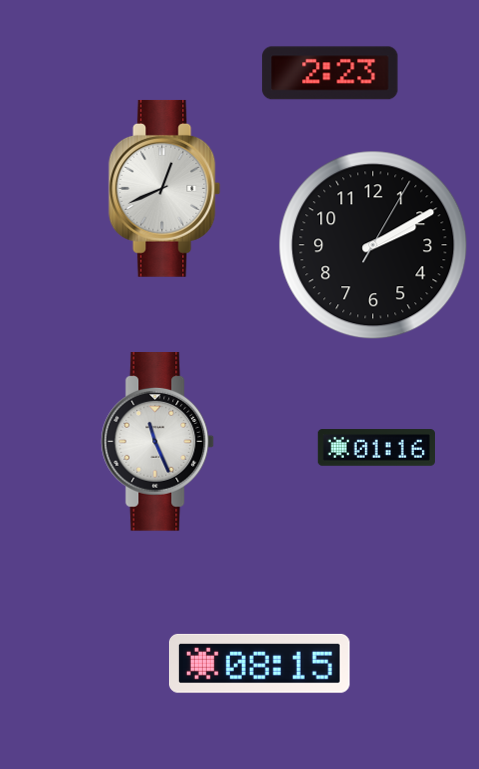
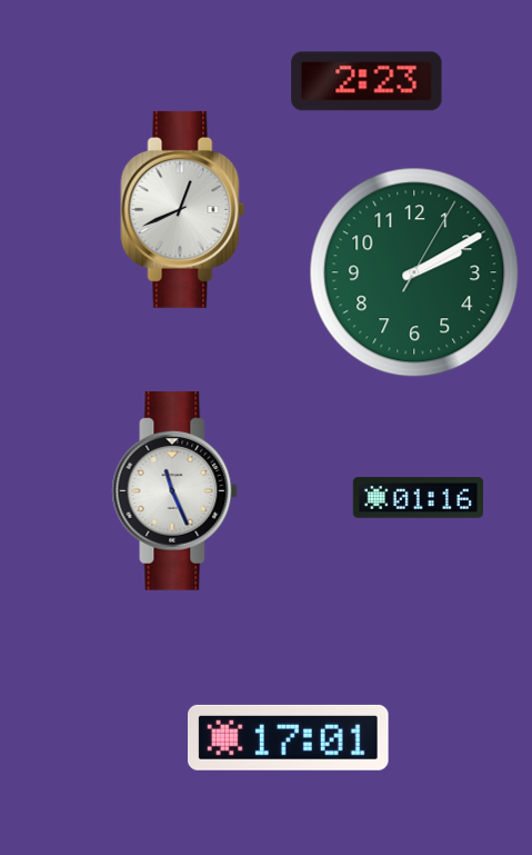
clock at (373, 245) dial: black -> green
clock at (260, 663): 08:15 -> 17:01
